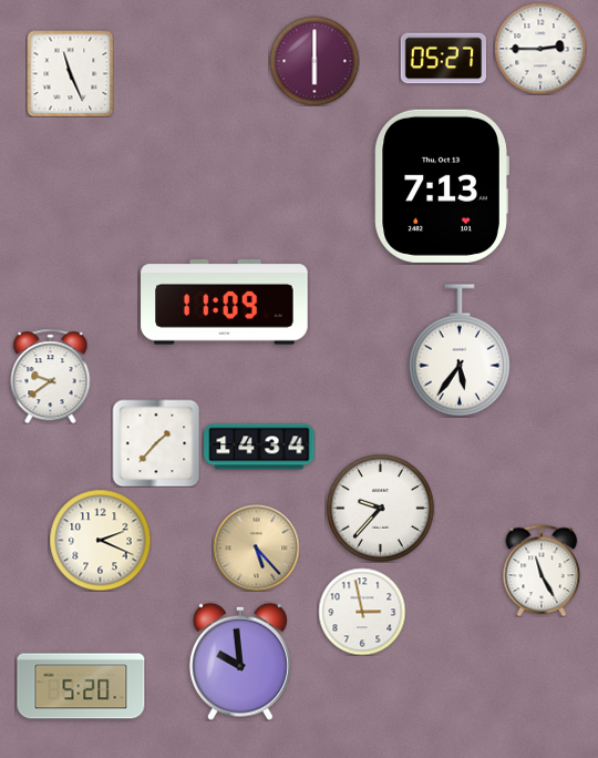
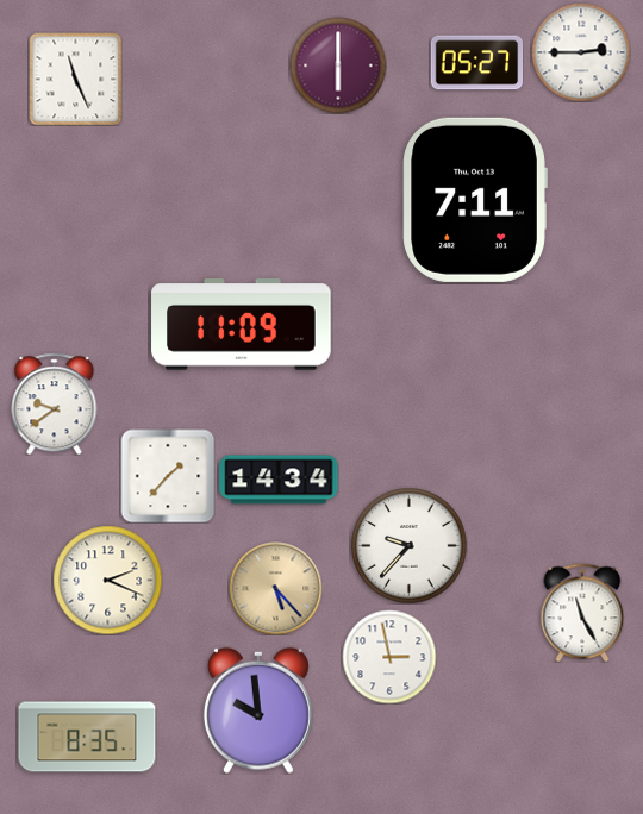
clock at (442, 186): 7:13 -> 7:11
clock at (460, 350): 5:36 -> none
clock at (81, 686): 5:20 -> 8:35
